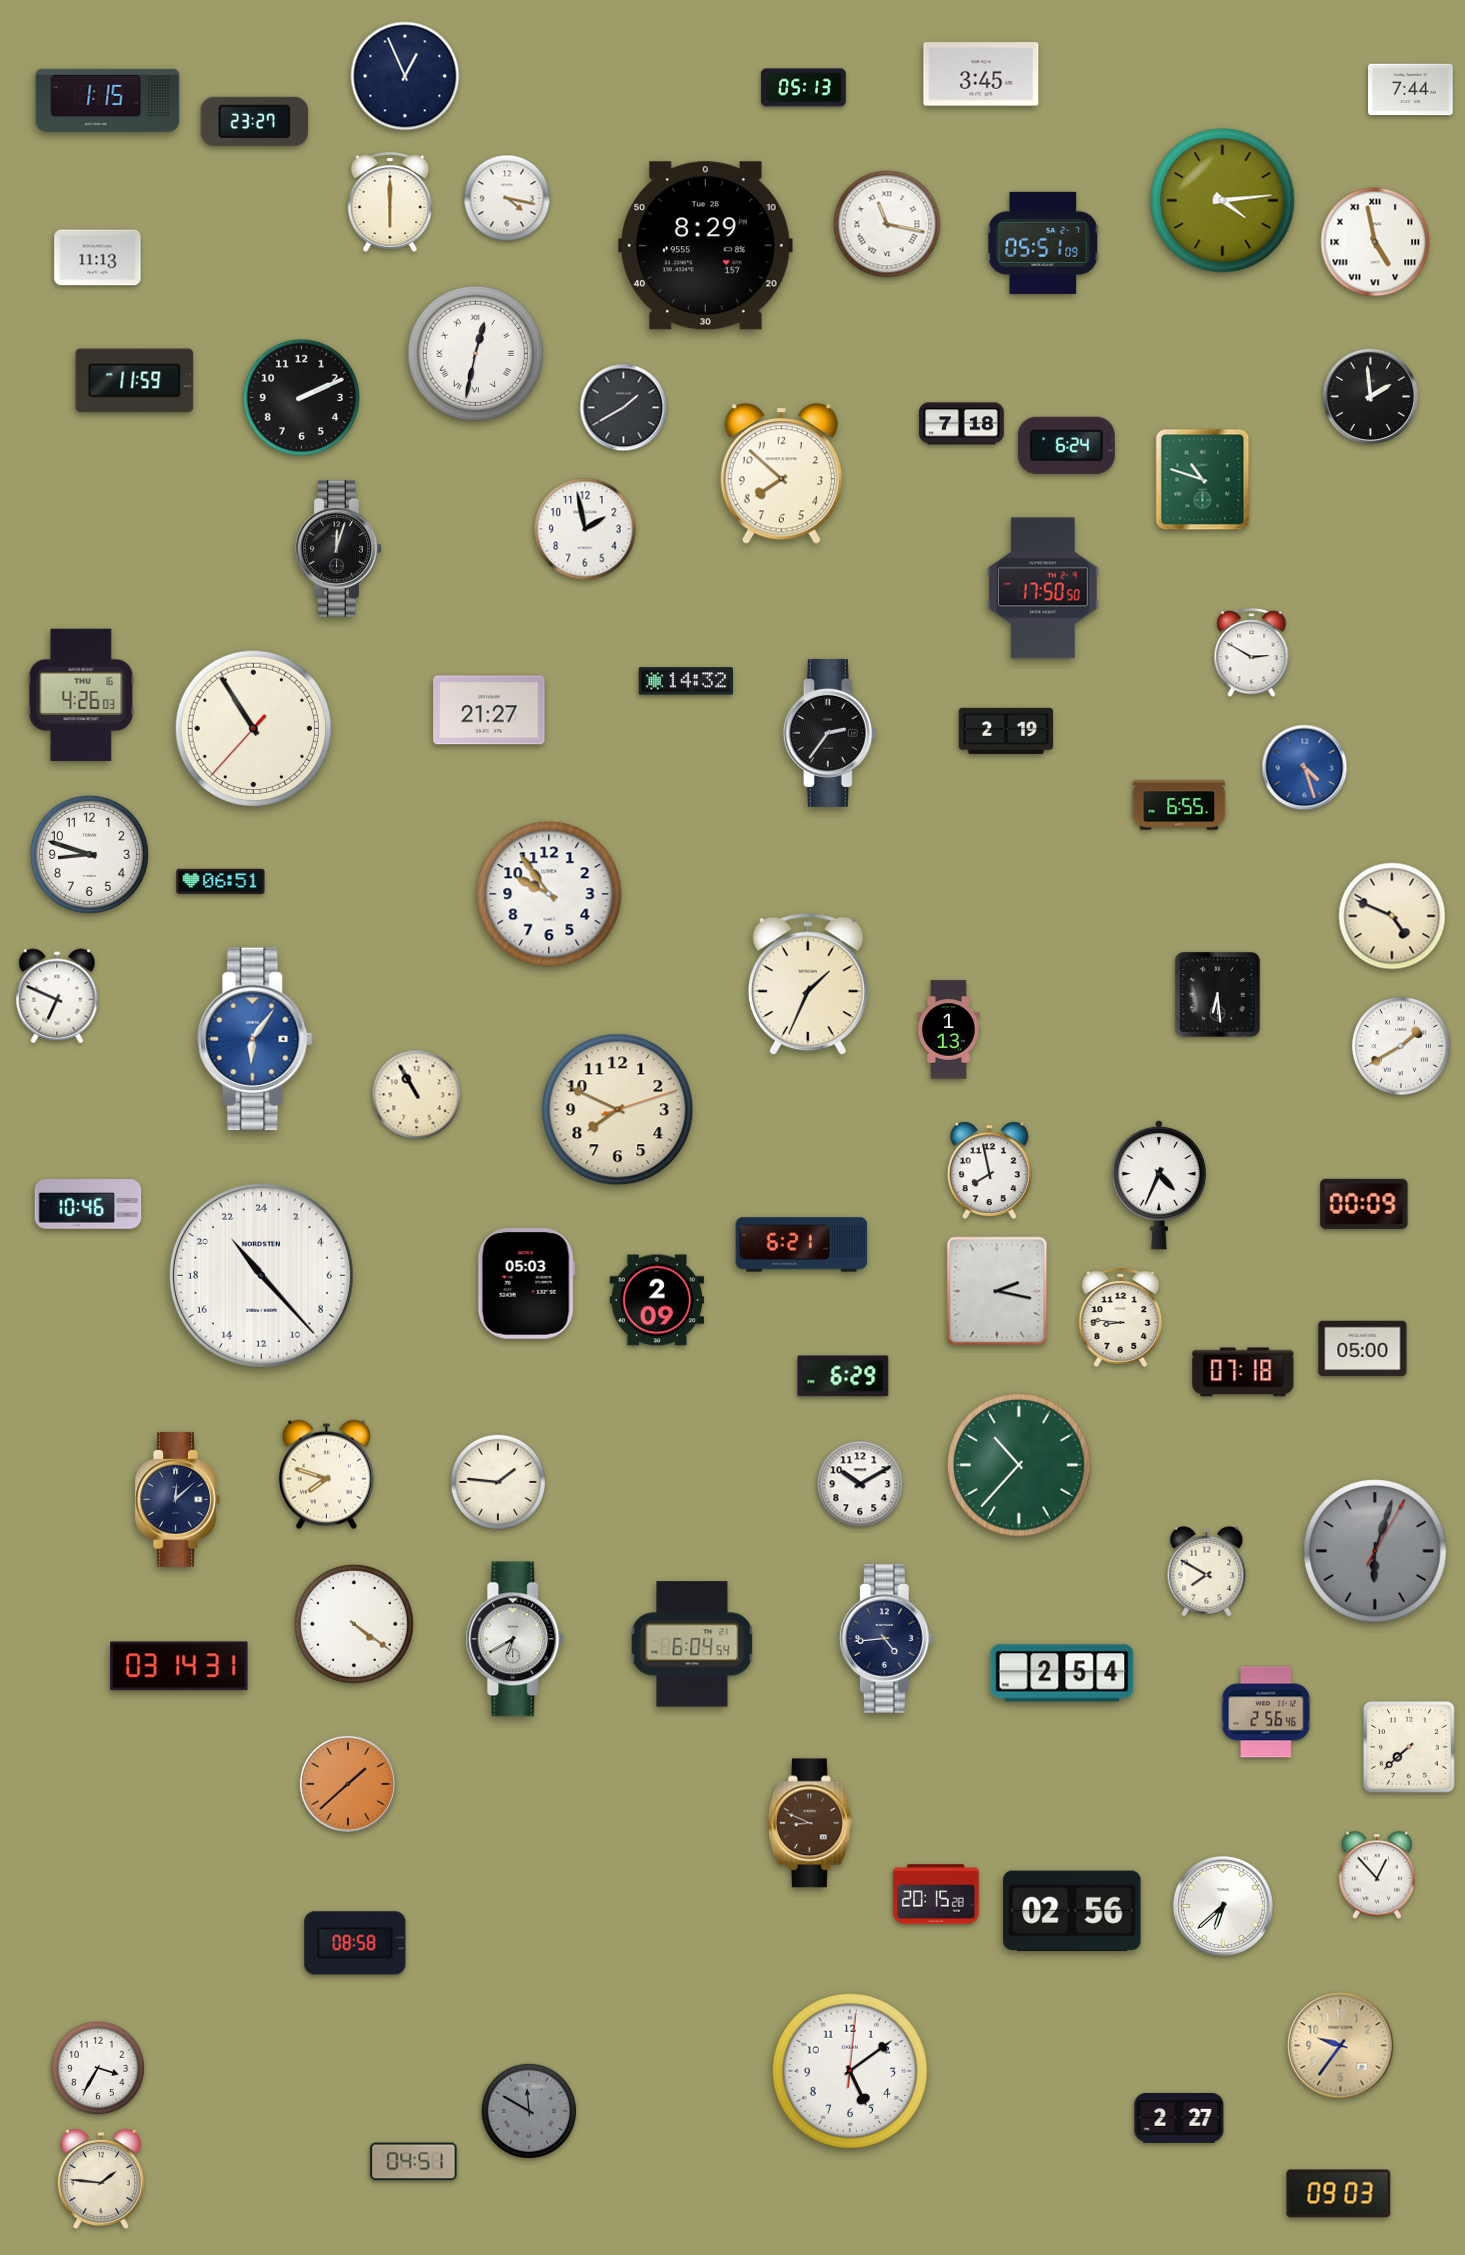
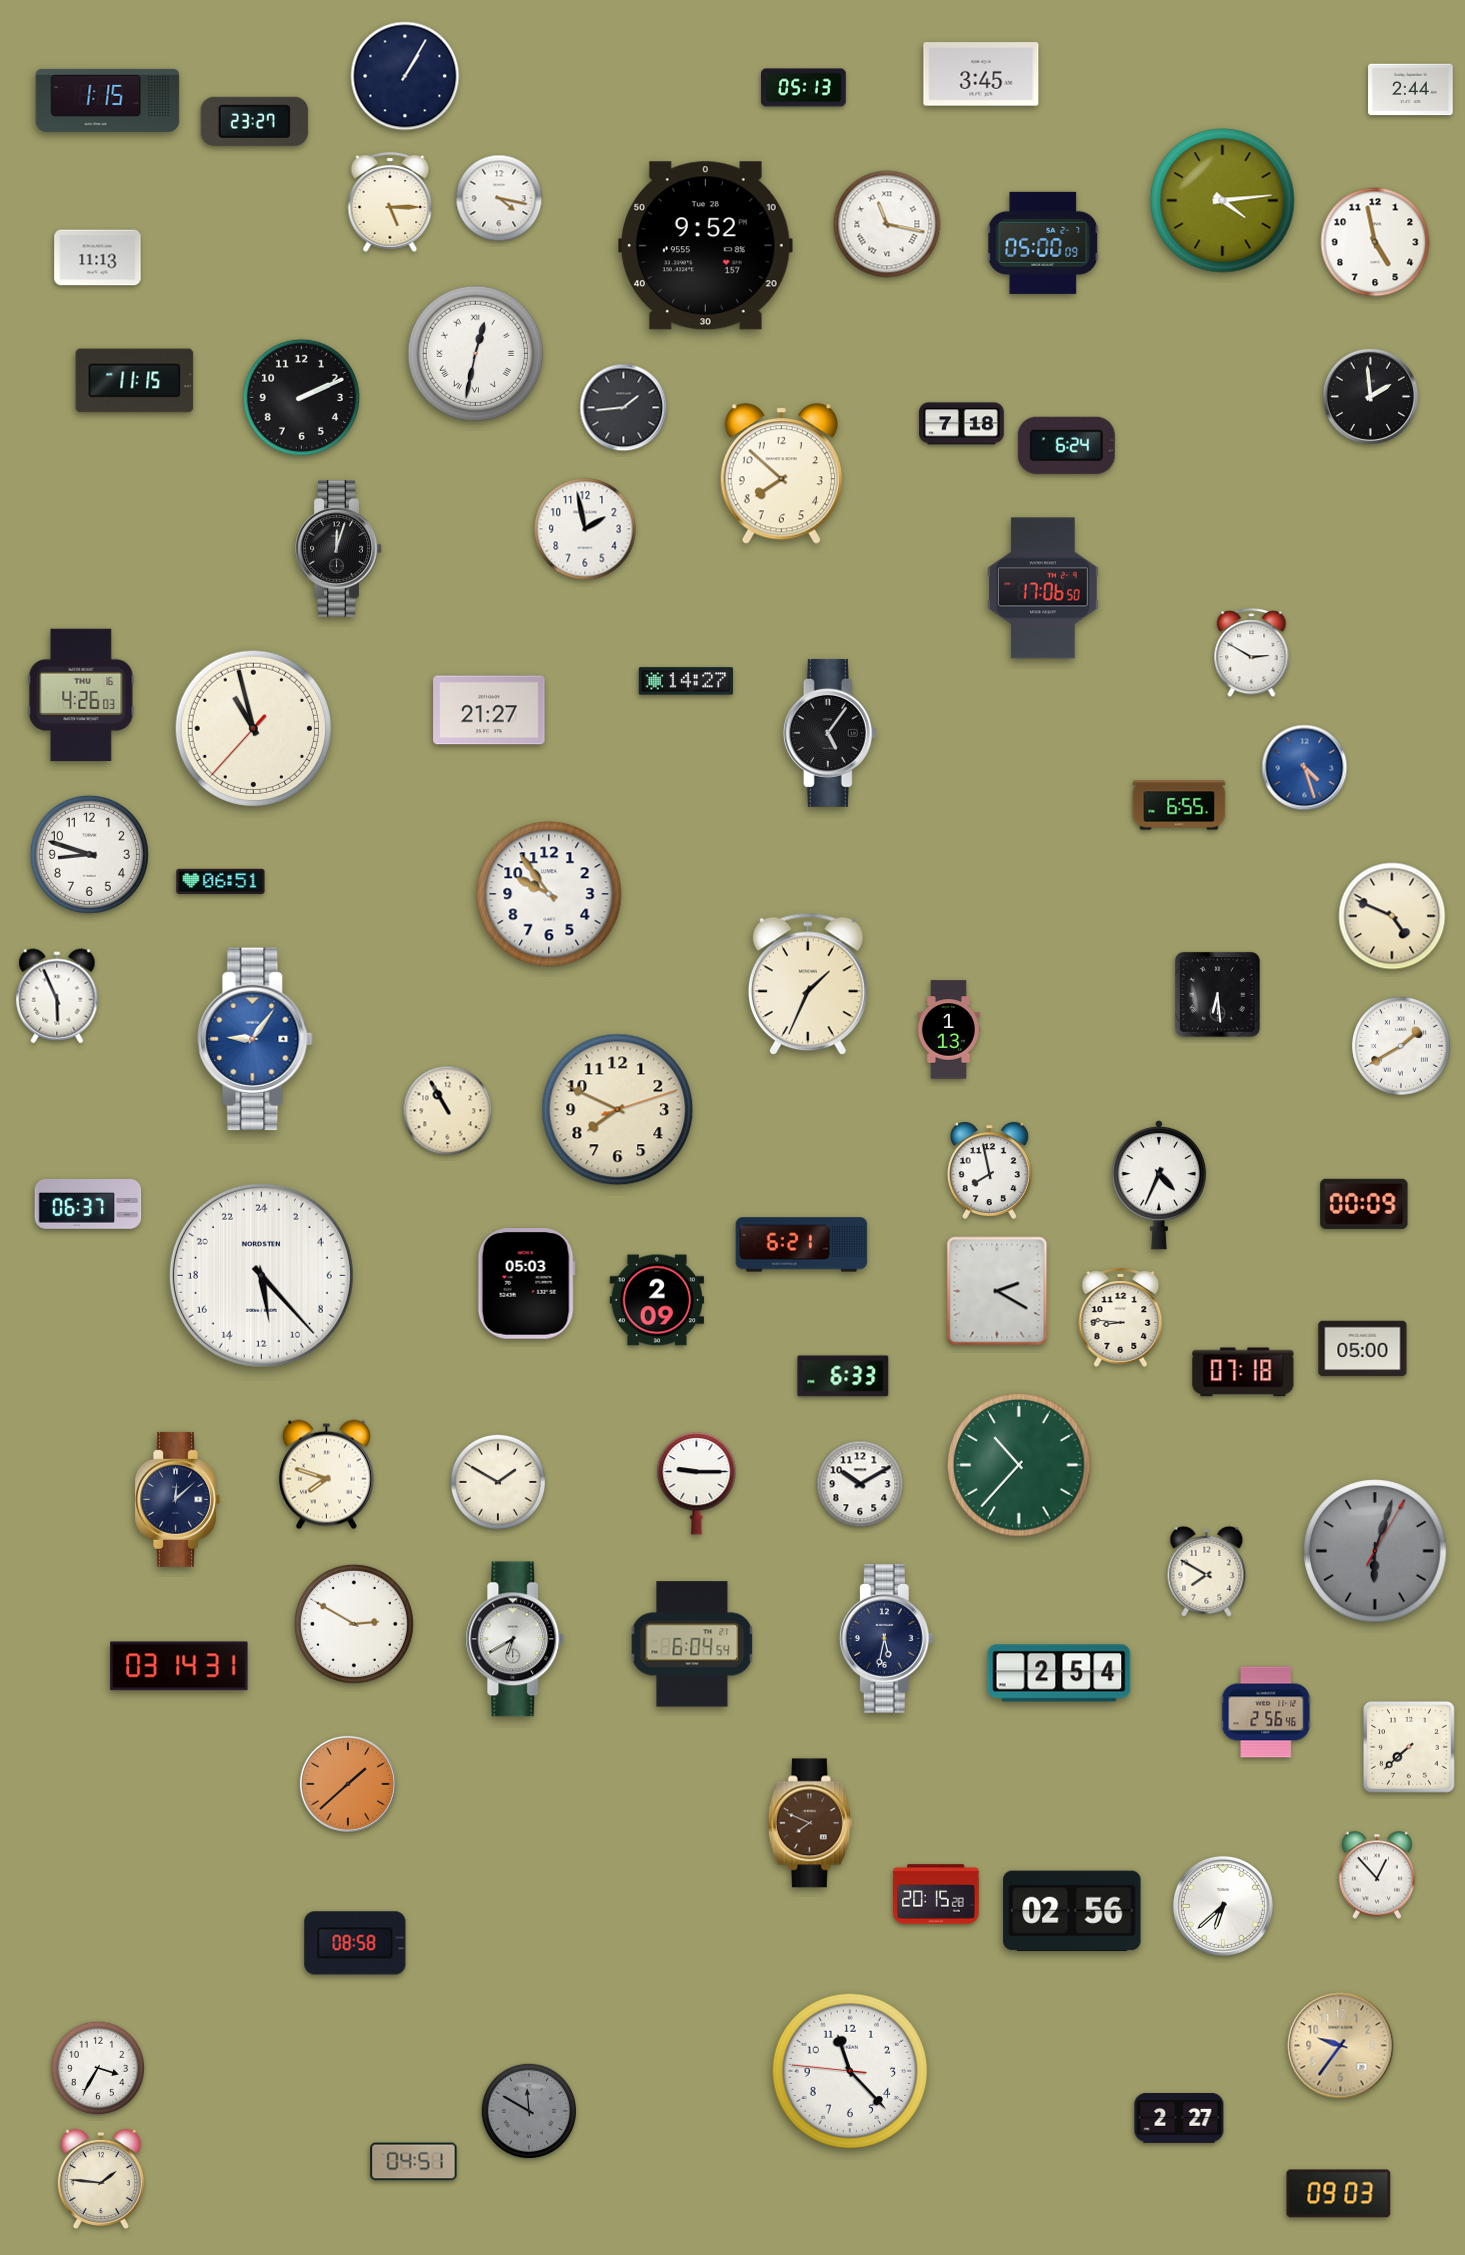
clock at (405, 76): 12:56 -> 1:05
clock at (1411, 90): 7:44 -> 2:44
clock at (507, 198) position: (507, 198) -> (499, 198)
clock at (390, 202): 6:00 -> 5:15
clock at (1375, 242) numerals: Roman -> Arabic
clock at (1043, 243): 05:51 -> 05:00
clock at (705, 246): 8:29 -> 9:52
clock at (135, 381): 11:59 -> 11:15
clock at (624, 408): 1:40 -> 1:44
clock at (1203, 480): 10:48 -> none
clock at (1044, 588): 17:50 -> 17:06
clock at (685, 681): 14:32 -> 14:27
clock at (253, 728): 10:54 -> 10:57
clock at (1006, 731): 2:19 -> none
clock at (830, 733): 2:36 -> 5:06
clock at (57, 996): 6:49 -> 5:56
clock at (255, 1039): 6:06 -> 9:06
clock at (417, 1095) position: (417, 1095) -> (448, 1111)
clock at (88, 1205): 10:46 -> 06:37
clock at (261, 1275): 21:23 -> 11:23
clock at (997, 1291): 2:17 -> 2:20
clock at (843, 1376): 6:29 -> 6:33
clock at (498, 1482): 1:46 -> 1:50
clock at (697, 1484): none -> 9:15
clock at (354, 1624): 4:21 -> 2:50
clock at (886, 1639): 4:44 -> 5:32
clock at (1062, 1673) position: (1062, 1673) -> (1059, 1673)
clock at (810, 1823): 8:49 -> 7:49
clock at (850, 2071): 5:09 -> 11:22
